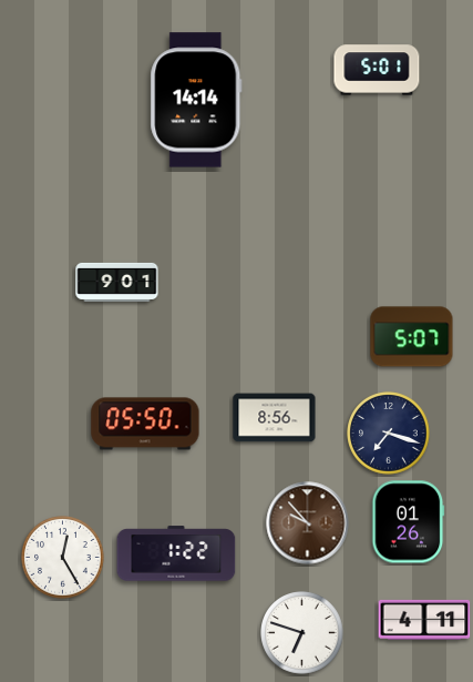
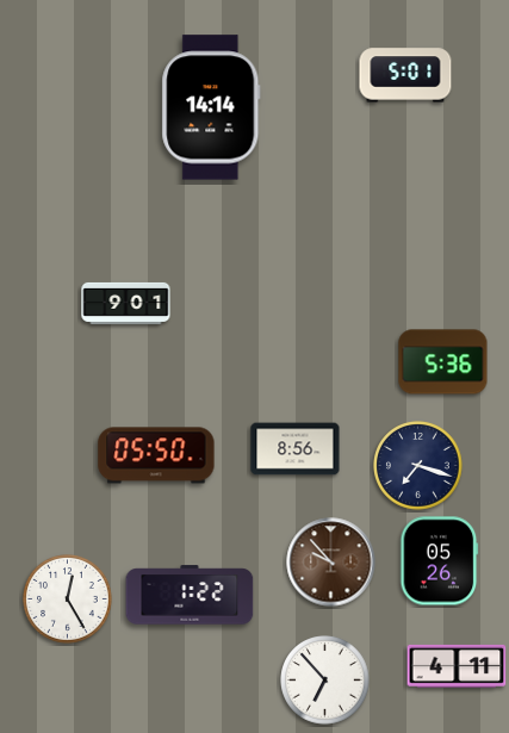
clock at (412, 337): 5:07 -> 5:36
clock at (409, 522): 01:26 -> 05:26
clock at (302, 633): 6:48 -> 6:53
